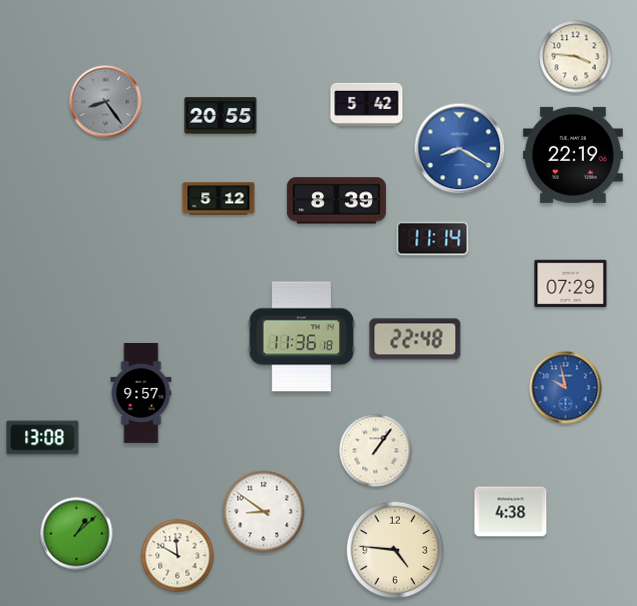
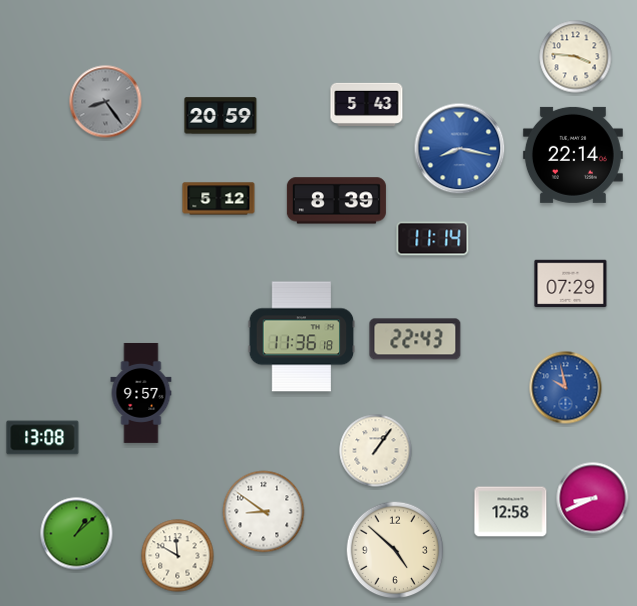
clock at (367, 104): 5:42 -> 5:43
clock at (221, 116): 20:55 -> 20:59
clock at (460, 149): 8:20 -> 8:17
clock at (573, 155): 22:19 -> 22:14
clock at (415, 339): 22:48 -> 22:43
clock at (593, 499): none -> 8:41
clock at (511, 512): 4:38 -> 12:58
clock at (395, 550): 4:46 -> 4:52
